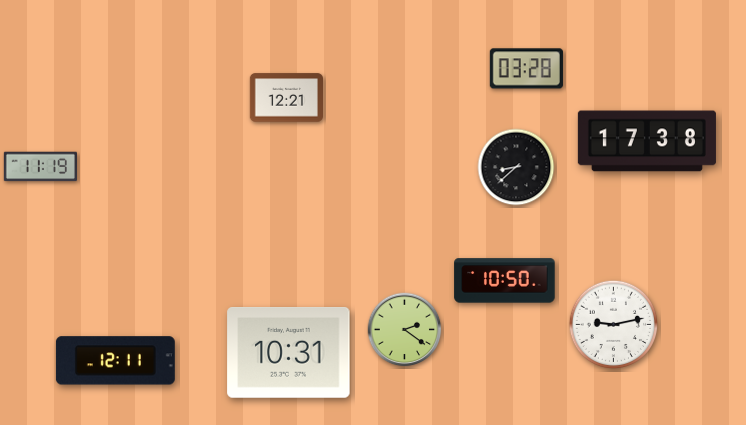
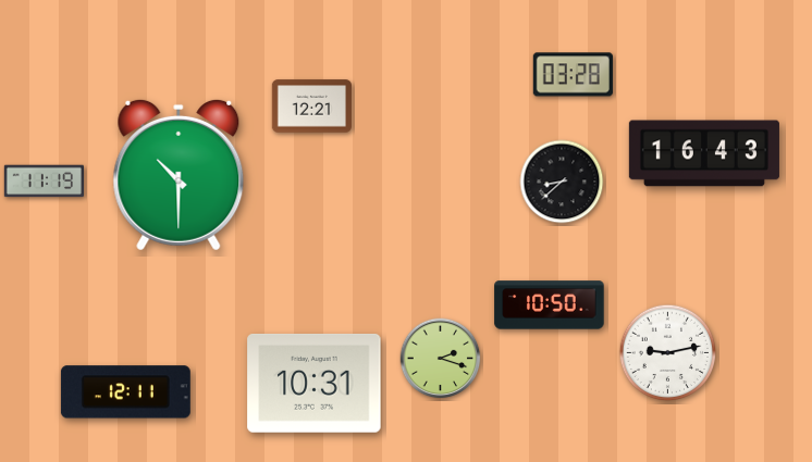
clock at (647, 141): 17:38 -> 16:43
clock at (179, 175): none -> 10:30
clock at (405, 330): 2:21 -> 2:18
